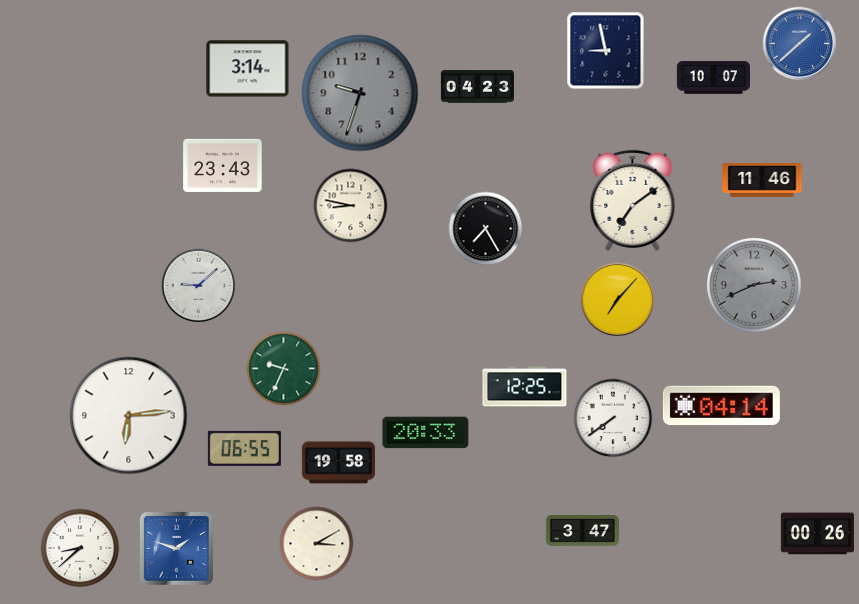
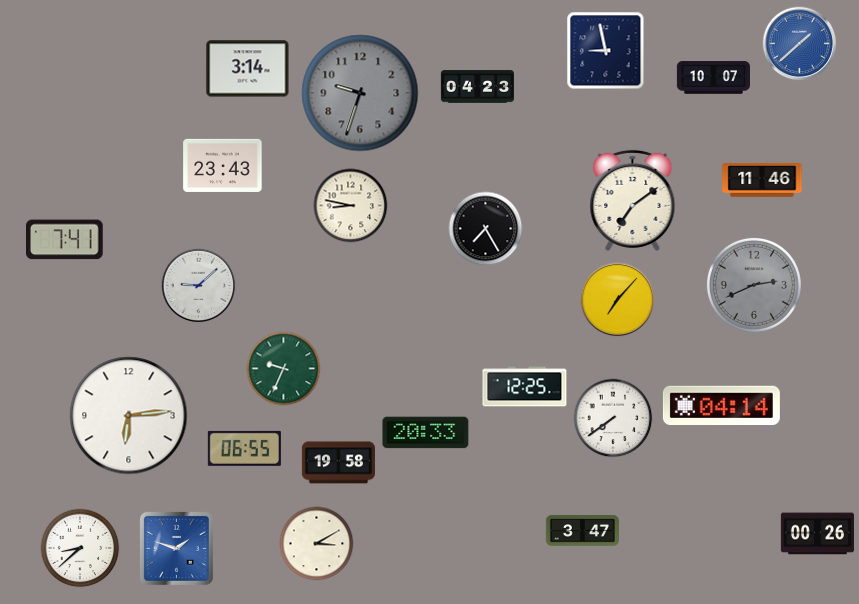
clock at (65, 240): none -> 7:41
